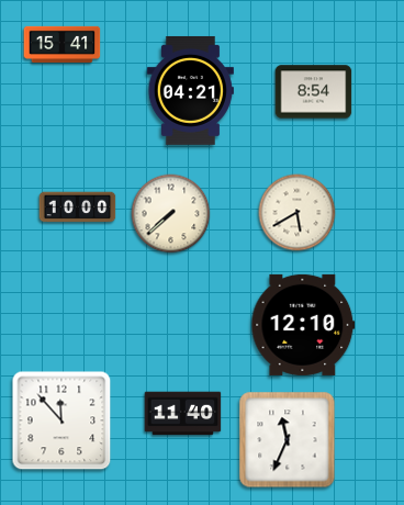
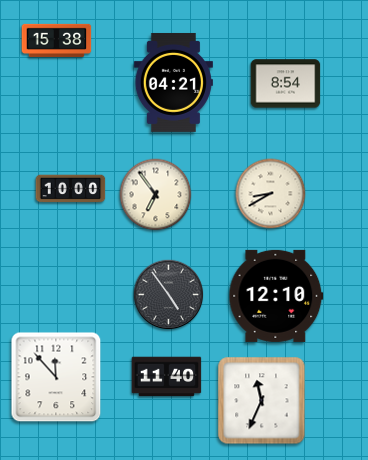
clock at (63, 44): 15:41 -> 15:38
clock at (298, 213): 5:40 -> 8:40
clock at (171, 214): 7:38 -> 6:54
clock at (169, 295): none -> 4:54
clock at (61, 420) position: (61, 420) -> (56, 377)
